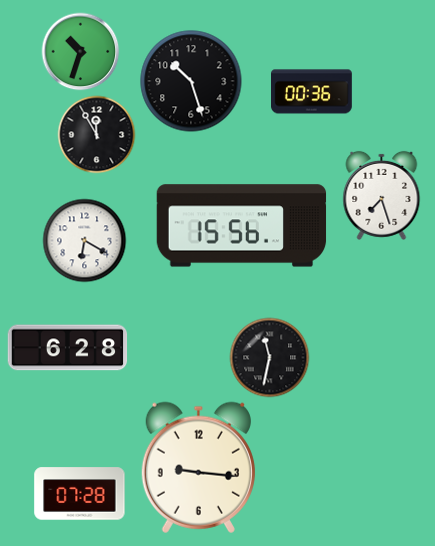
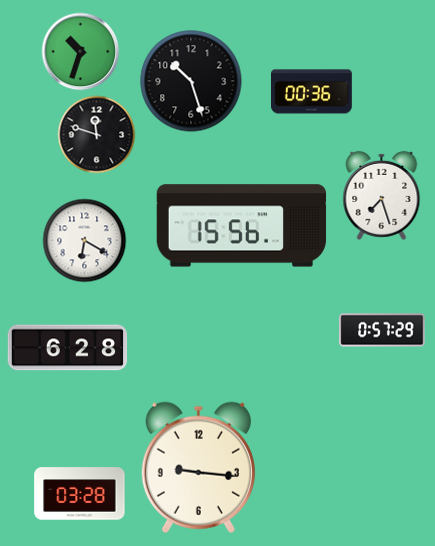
clock at (96, 134): 11:55 -> 11:48
clock at (382, 330): none -> 0:57
clock at (269, 357): 11:32 -> none
clock at (80, 494): 07:28 -> 03:28
